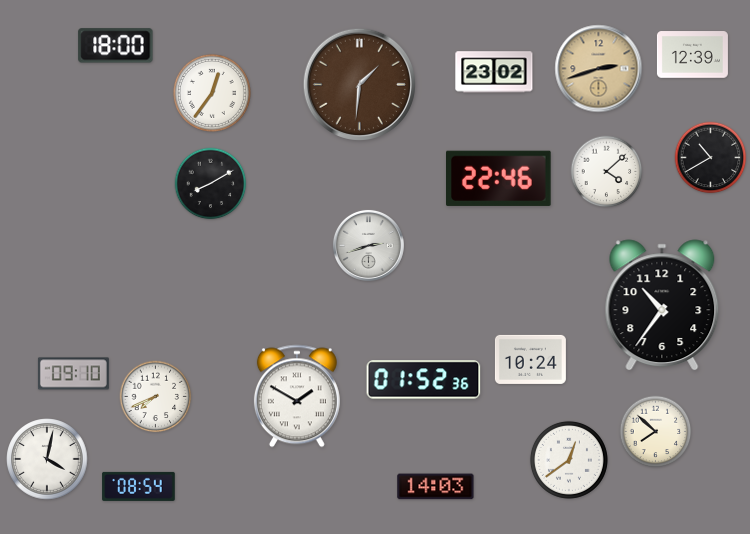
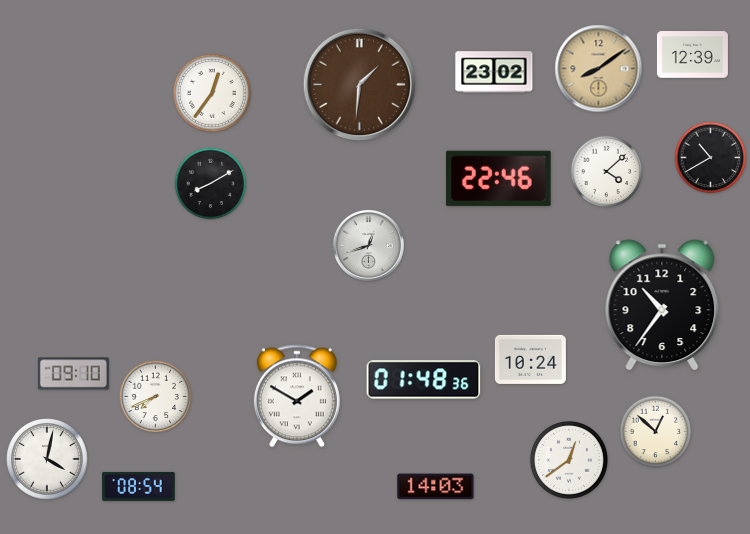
clock at (116, 46): 18:00 -> none
clock at (599, 69): 2:42 -> 8:09
clock at (368, 245): 2:42 -> 12:42
clock at (424, 380): 01:52 -> 01:48
clock at (656, 432): 7:52 -> 12:52
